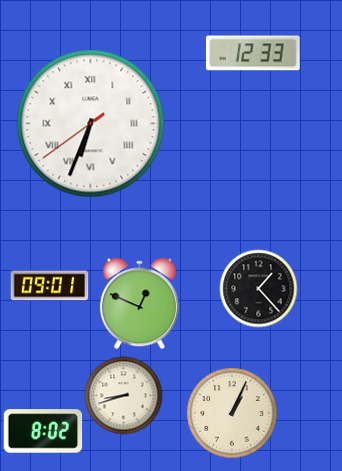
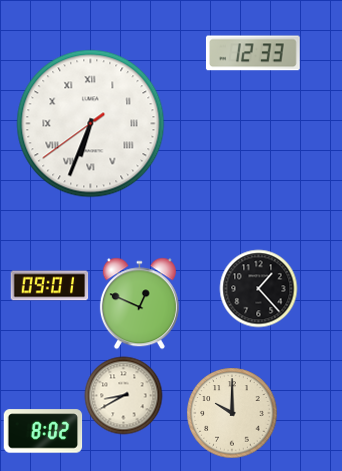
clock at (123, 395): 8:42 -> 8:40
clock at (232, 413): 1:04 -> 10:00
